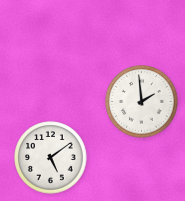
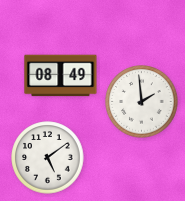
clock at (61, 76): none -> 08:49
clock at (51, 158) position: (51, 158) -> (48, 158)
